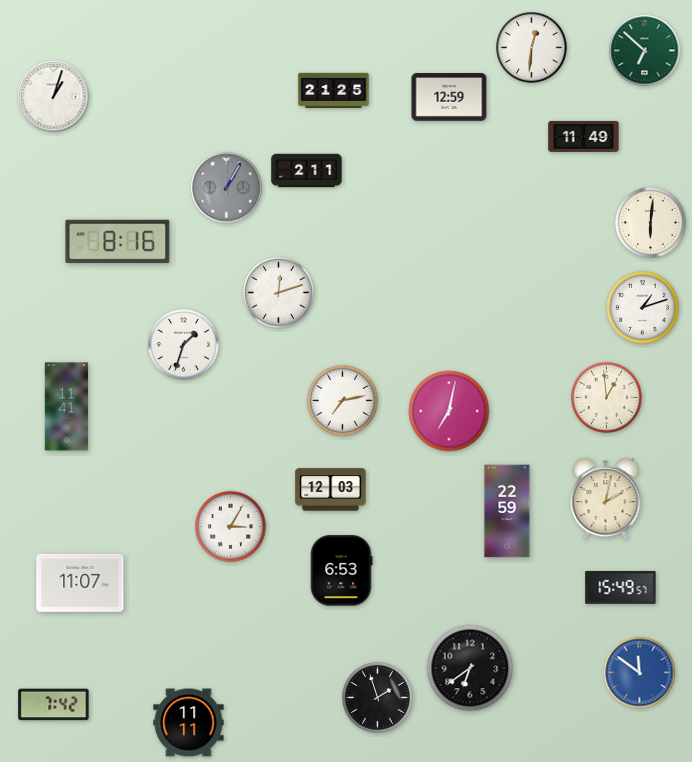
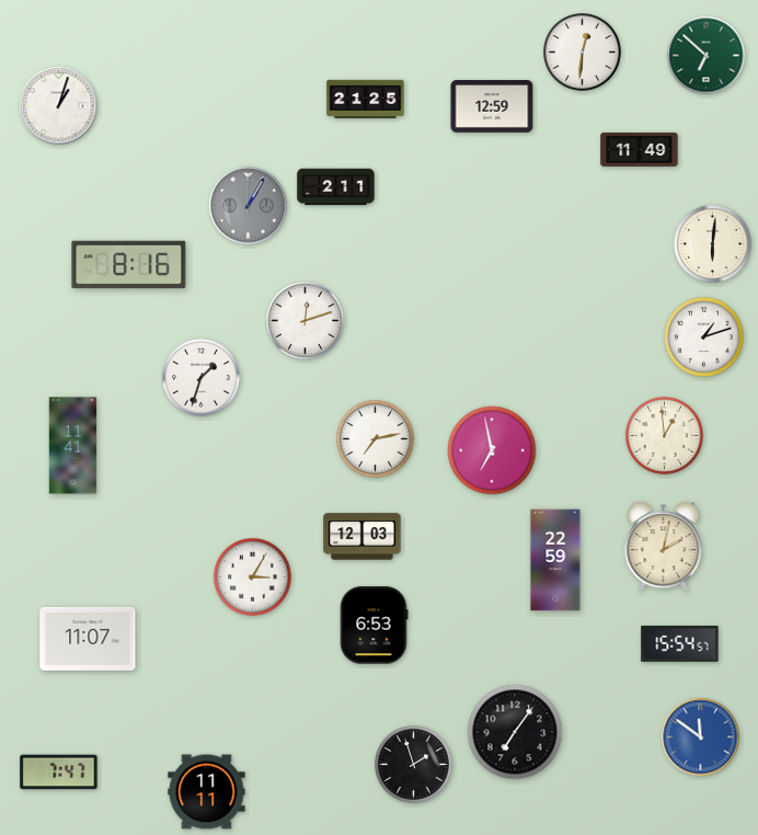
clock at (449, 411): 7:02 -> 6:58
clock at (621, 587): 15:49 -> 15:54
clock at (470, 668): 6:39 -> 7:06
clock at (54, 705): 7:42 -> 7:47
